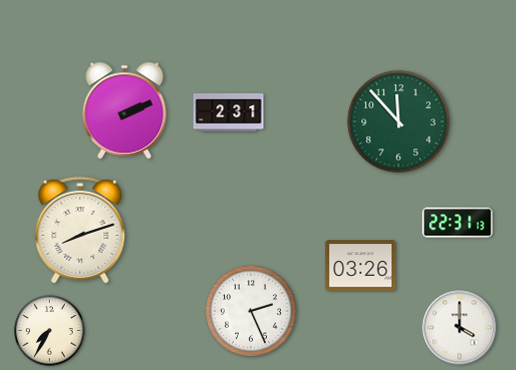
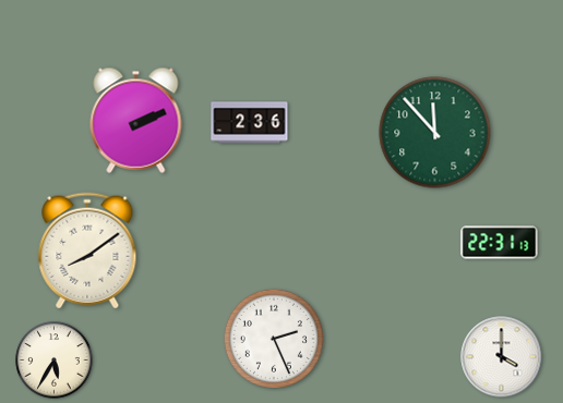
clock at (229, 113): 2:31 -> 2:36
clock at (80, 230): 8:12 -> 8:09
clock at (361, 266): 03:26 -> none
clock at (50, 331): 7:35 -> 5:35
